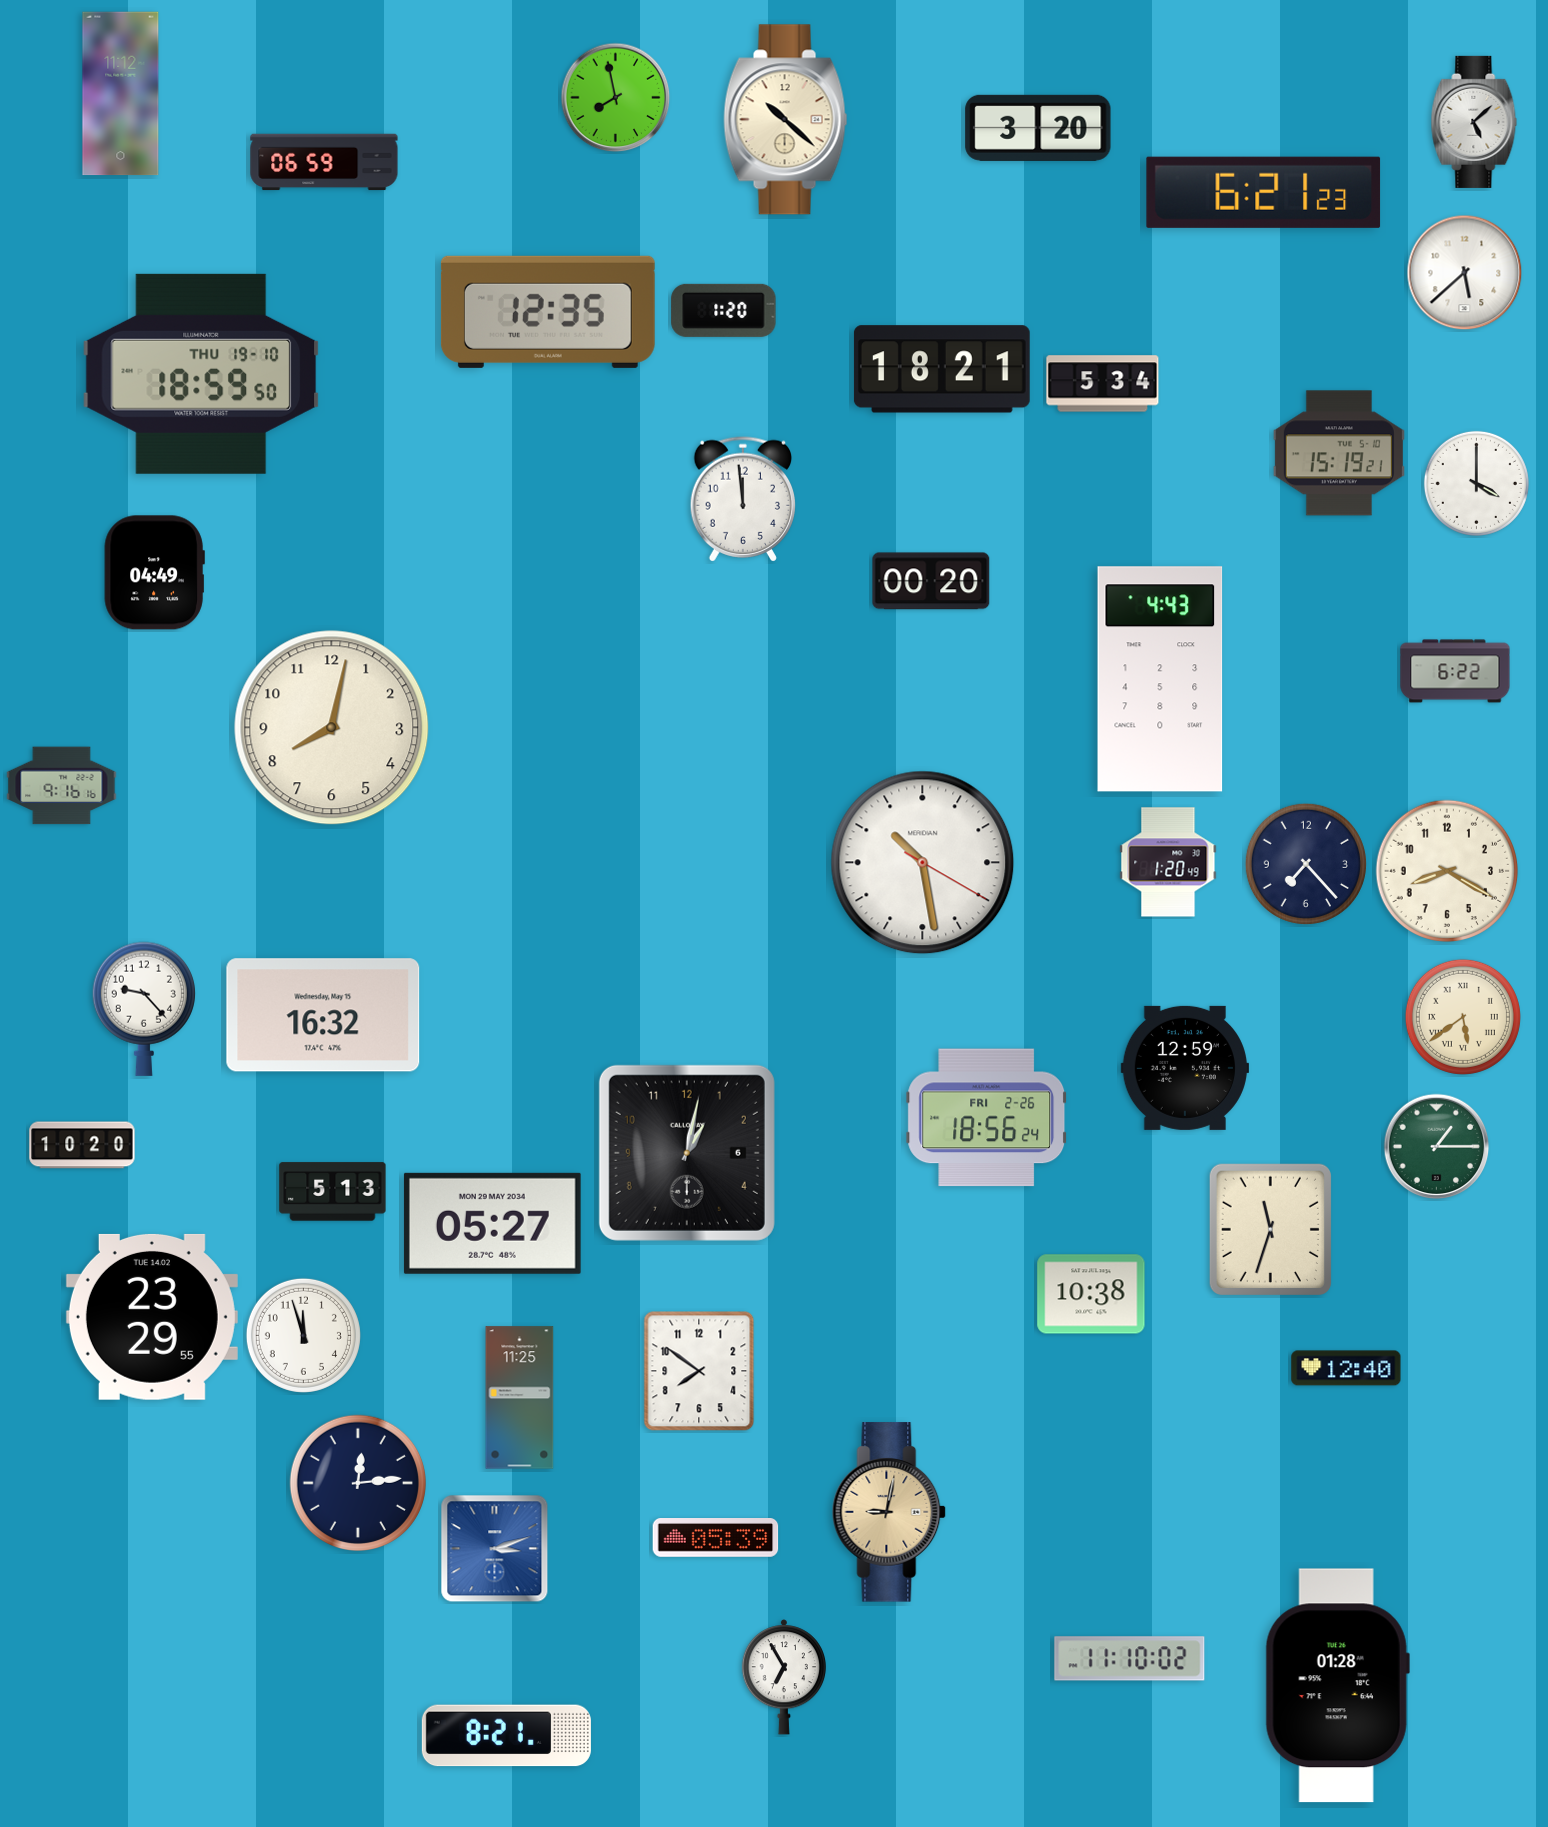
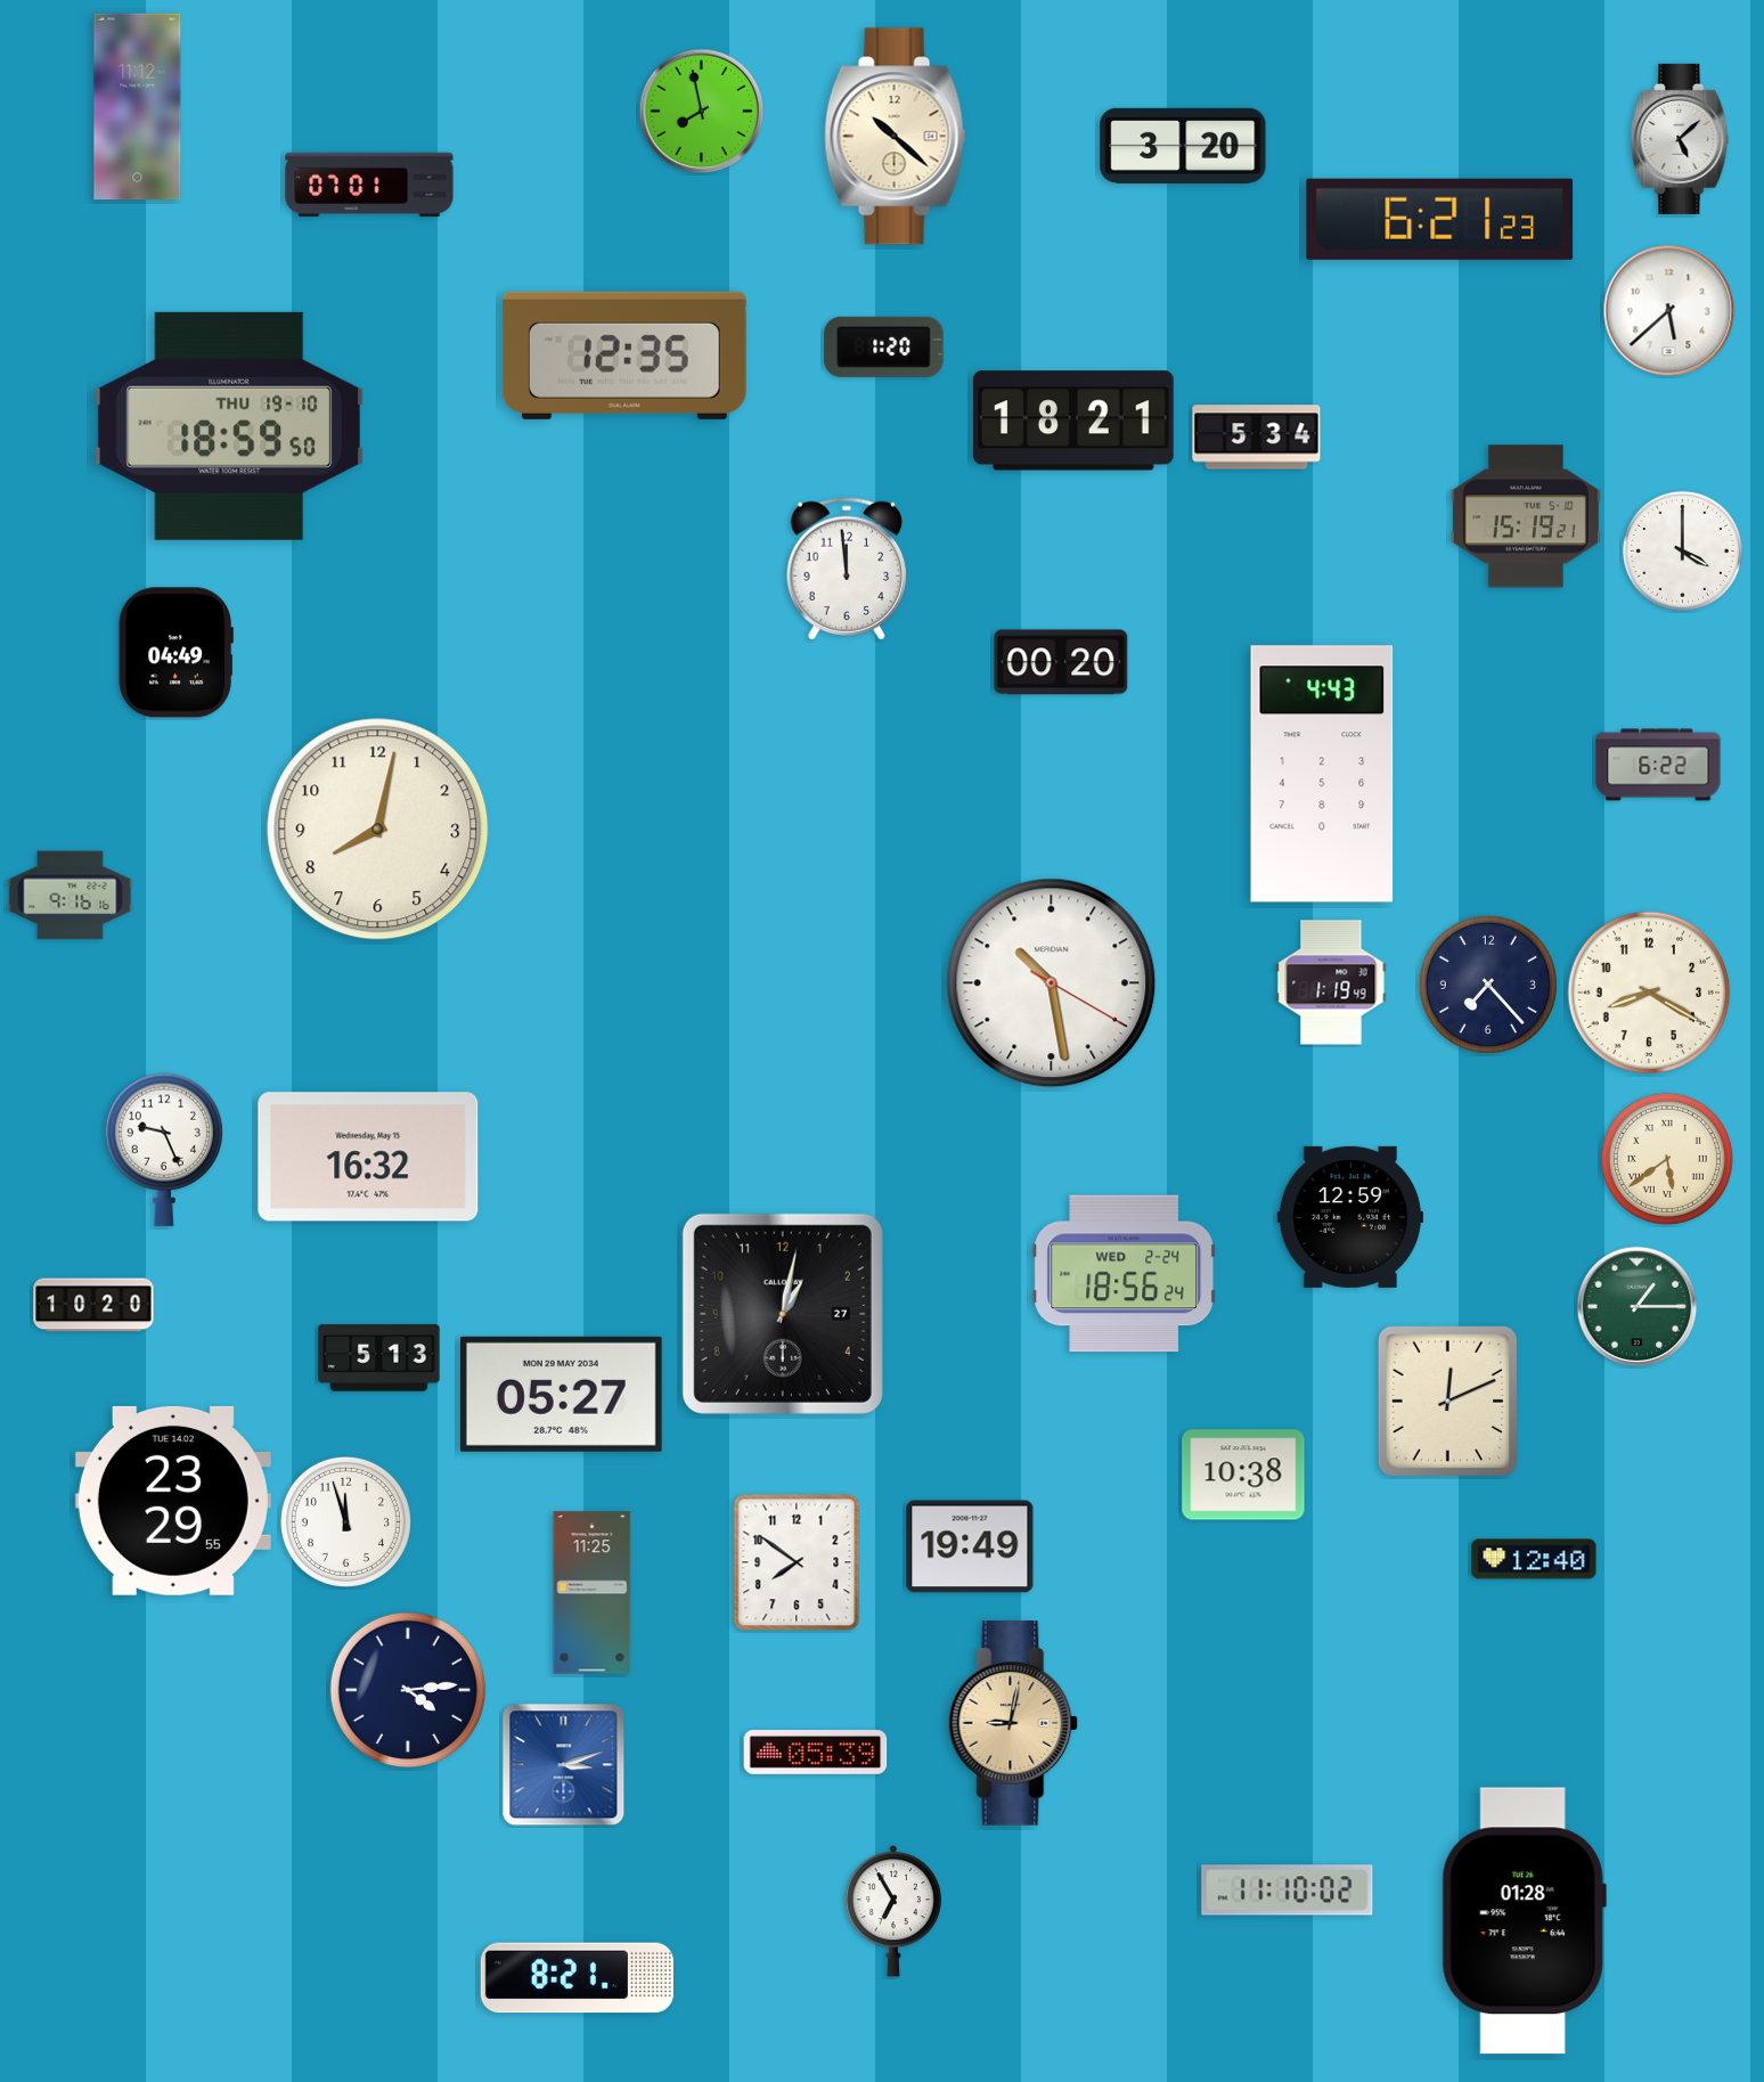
clock at (324, 162): 06:59 -> 07:01
clock at (724, 310) position: (724, 310) -> (884, 346)
clock at (1168, 862): 1:20 -> 1:19
clock at (144, 1009): 9:23 -> 9:26
clock at (987, 1118) date: FRI 2-26 -> WED 2-24
clock at (687, 1153) date: 6 -> 27
clock at (1270, 1229): 11:33 -> 12:11
clock at (970, 1546): none -> 19:49
clock at (357, 1482): 12:14 -> 4:14
